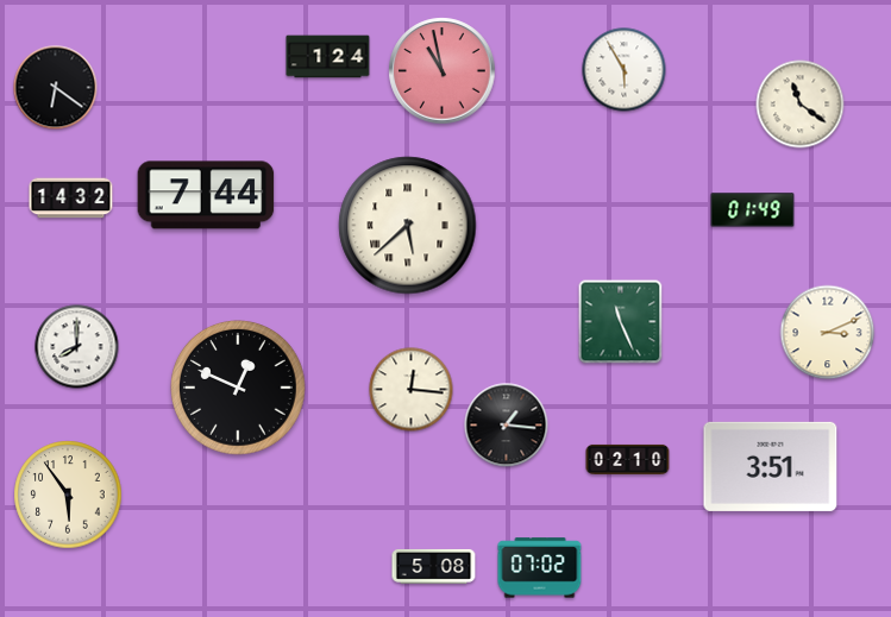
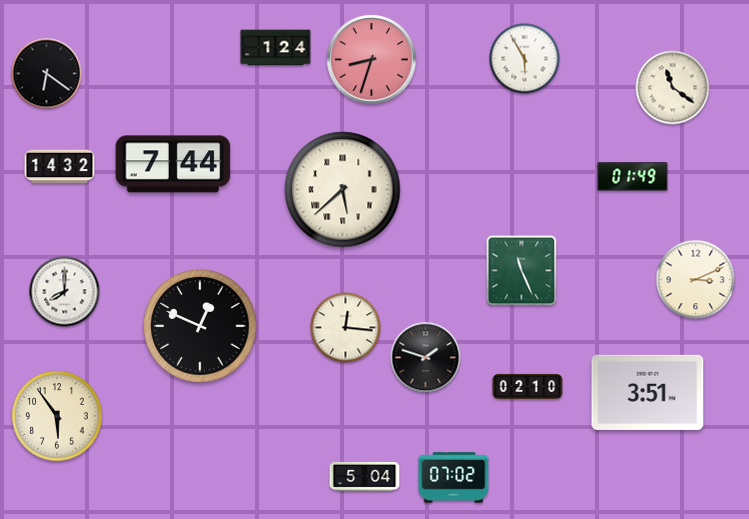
clock at (443, 71): 10:58 -> 8:33
clock at (507, 426): 1:16 -> 1:48
clock at (434, 566): 5:08 -> 5:04
